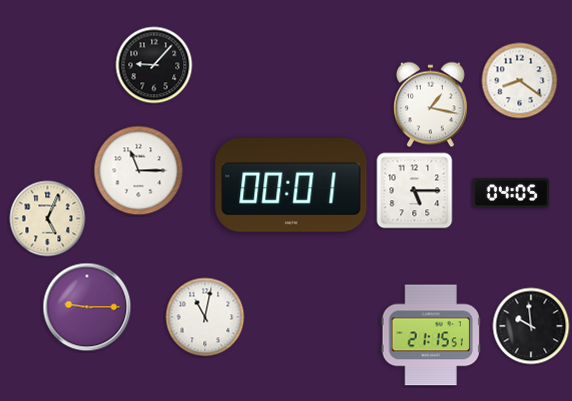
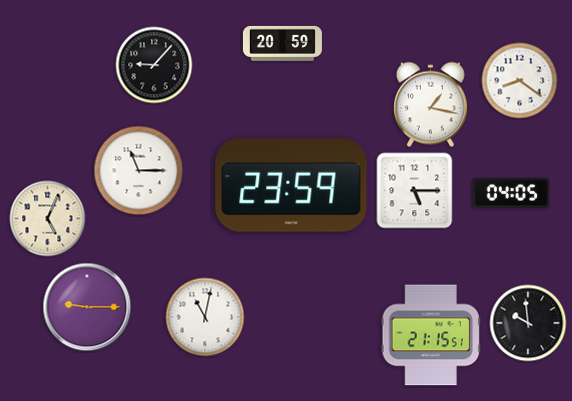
clock at (282, 43): none -> 20:59
clock at (291, 186): 00:01 -> 23:59
clock at (531, 326) position: (531, 326) -> (528, 323)
